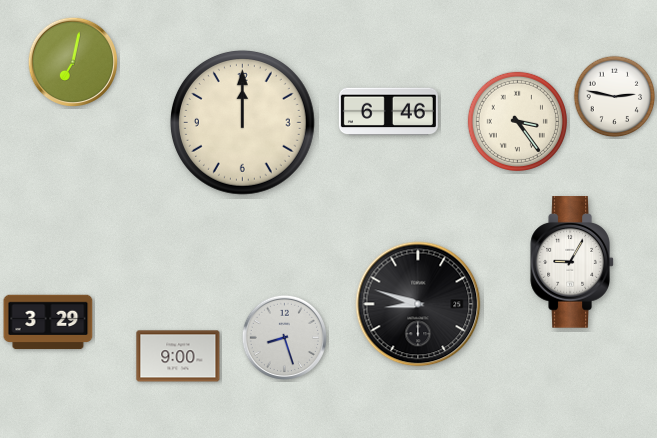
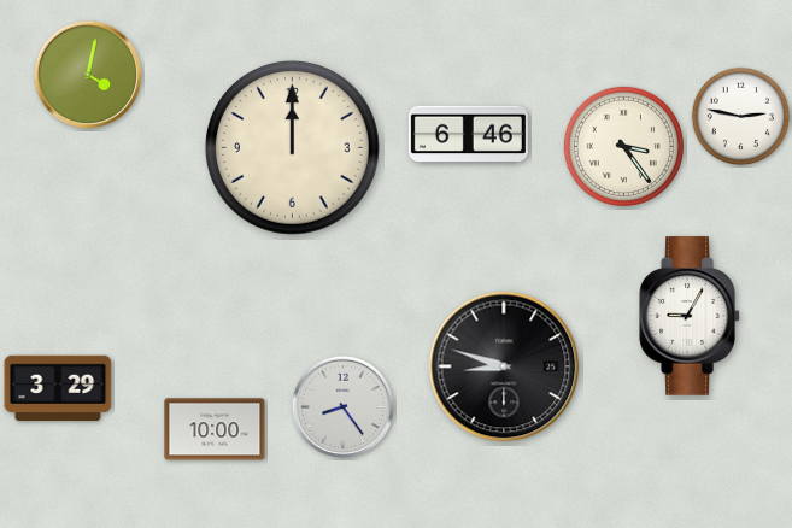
clock at (72, 61): 7:02 -> 4:02
clock at (284, 337): 8:27 -> 8:24
clock at (178, 356): 9:00 -> 10:00
